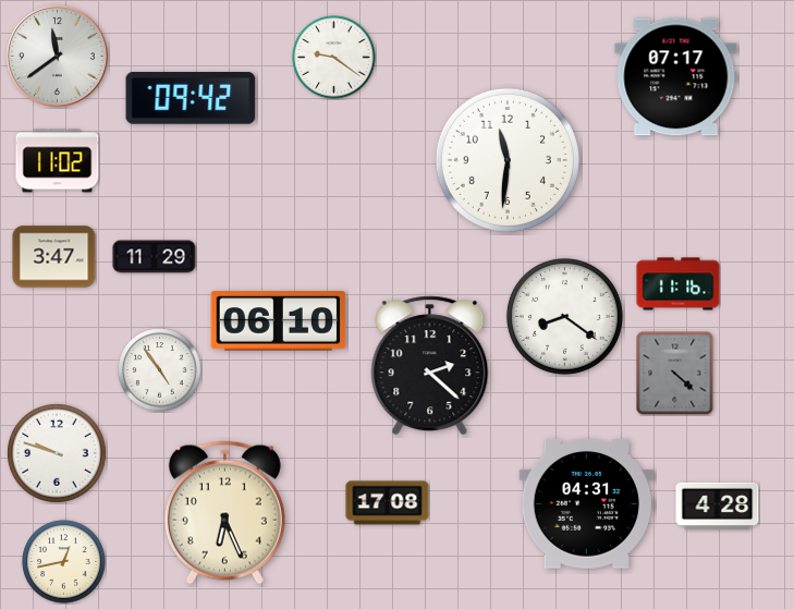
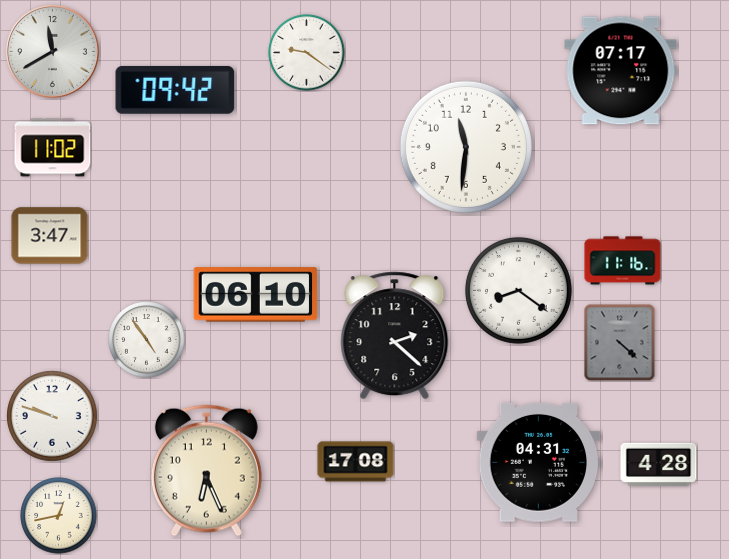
clock at (57, 56): 11:39 -> 11:40
clock at (155, 257): 11:29 -> none
